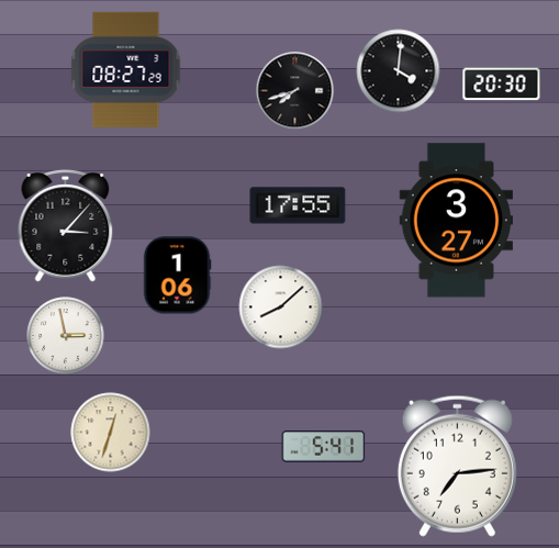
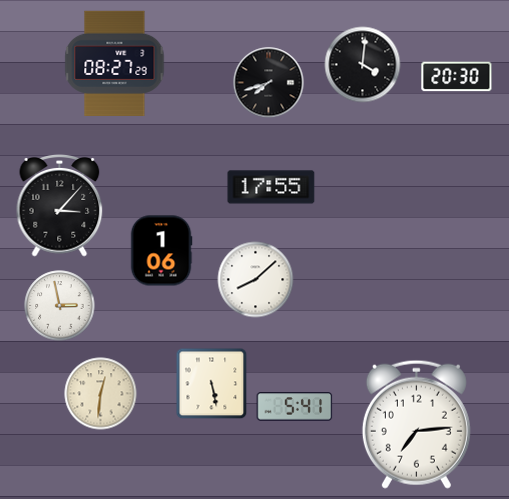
clock at (456, 221): 3:27 -> none
clock at (212, 384): none -> 5:28
clock at (111, 433): 12:33 -> 12:31
